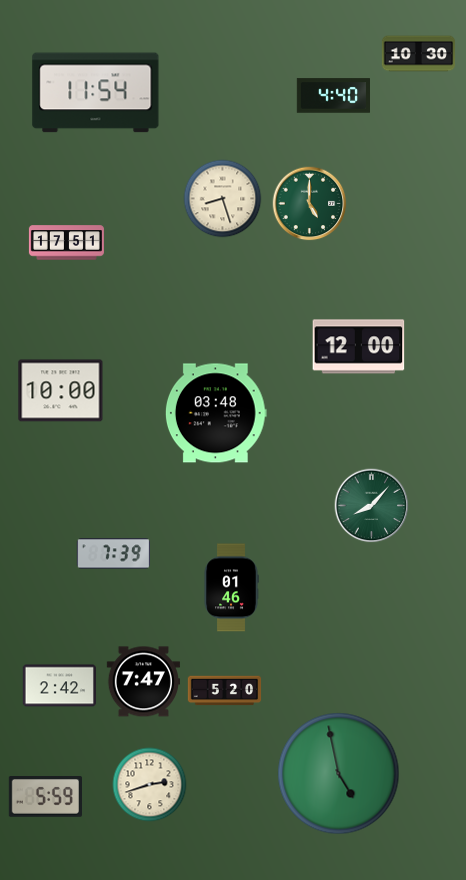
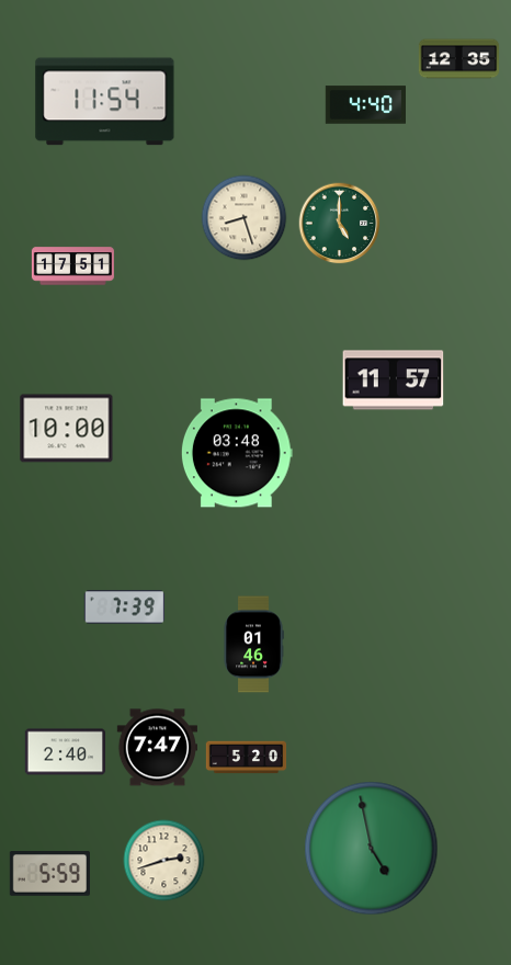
clock at (419, 54): 10:30 -> 12:35
clock at (359, 347): 12:00 -> 11:57
clock at (372, 506): 8:07 -> none
clock at (59, 686): 2:42 -> 2:40
